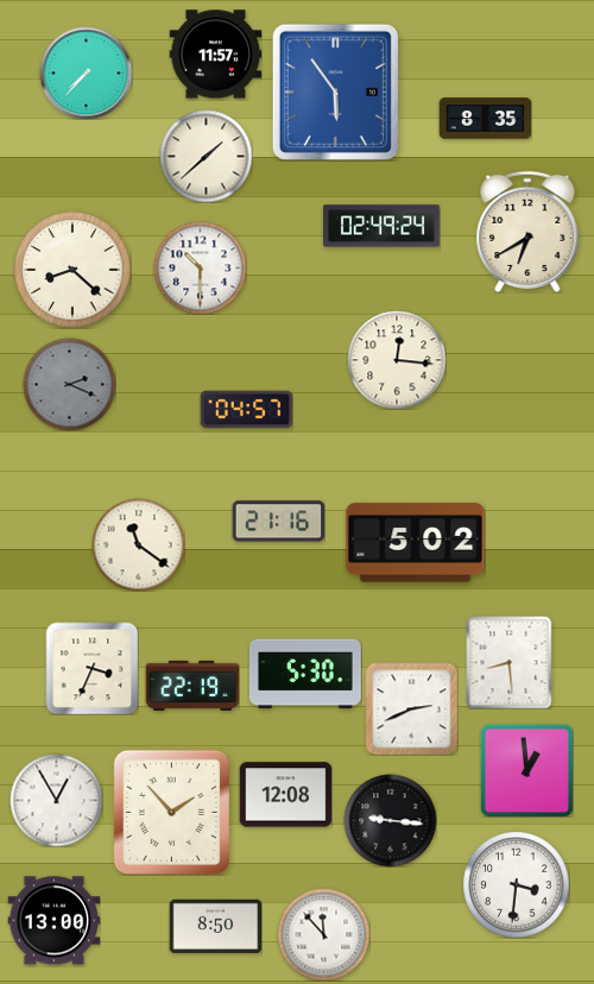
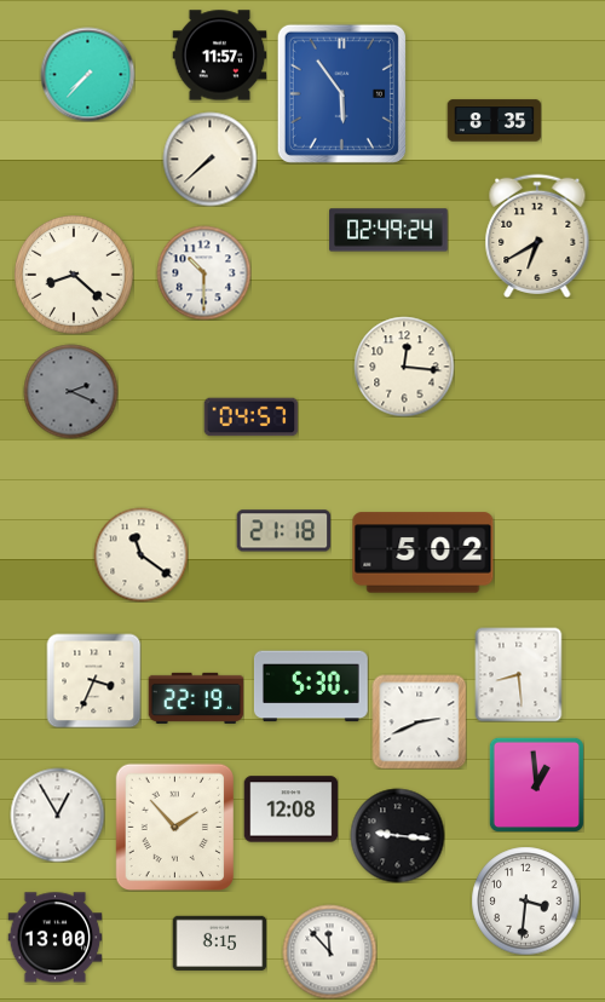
clock at (206, 156): 1:38 -> 7:38
clock at (278, 522): 21:16 -> 21:18
clock at (215, 926): 8:50 -> 8:15
